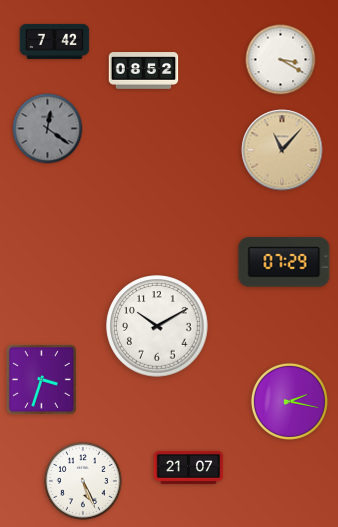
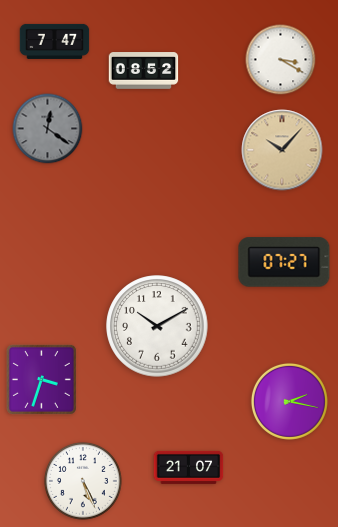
clock at (55, 41): 7:42 -> 7:47
clock at (282, 150): 11:07 -> 10:07
clock at (284, 262): 07:29 -> 07:27
